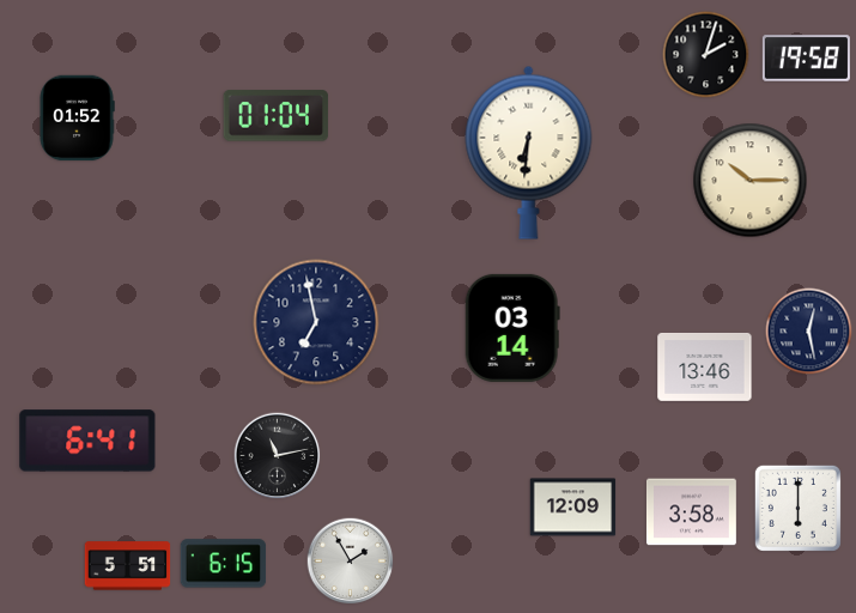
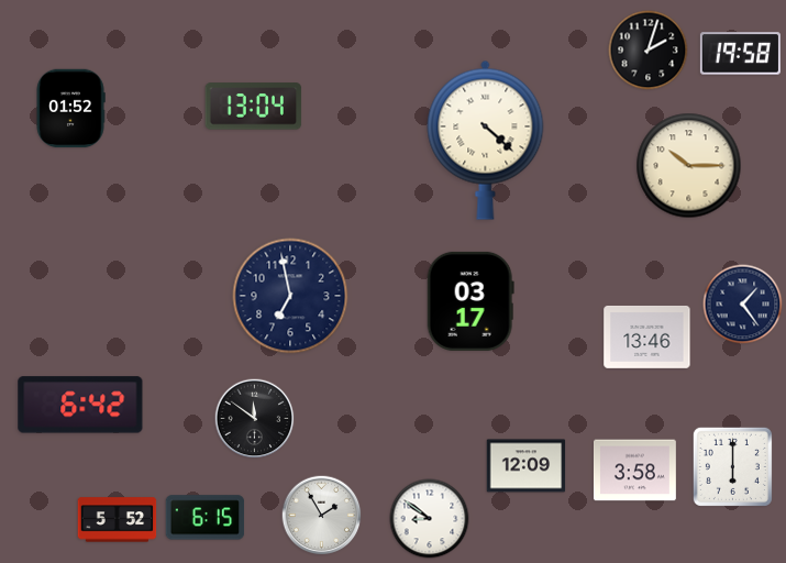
clock at (277, 116): 01:04 -> 13:04
clock at (529, 152): 6:31 -> 4:22
clock at (512, 328): 03:14 -> 03:17
clock at (809, 332): 12:28 -> 1:24
clock at (87, 441): 6:41 -> 6:42
clock at (278, 456): 11:13 -> 11:51
clock at (430, 519): none -> 8:51
clock at (128, 566): 5:51 -> 5:52
